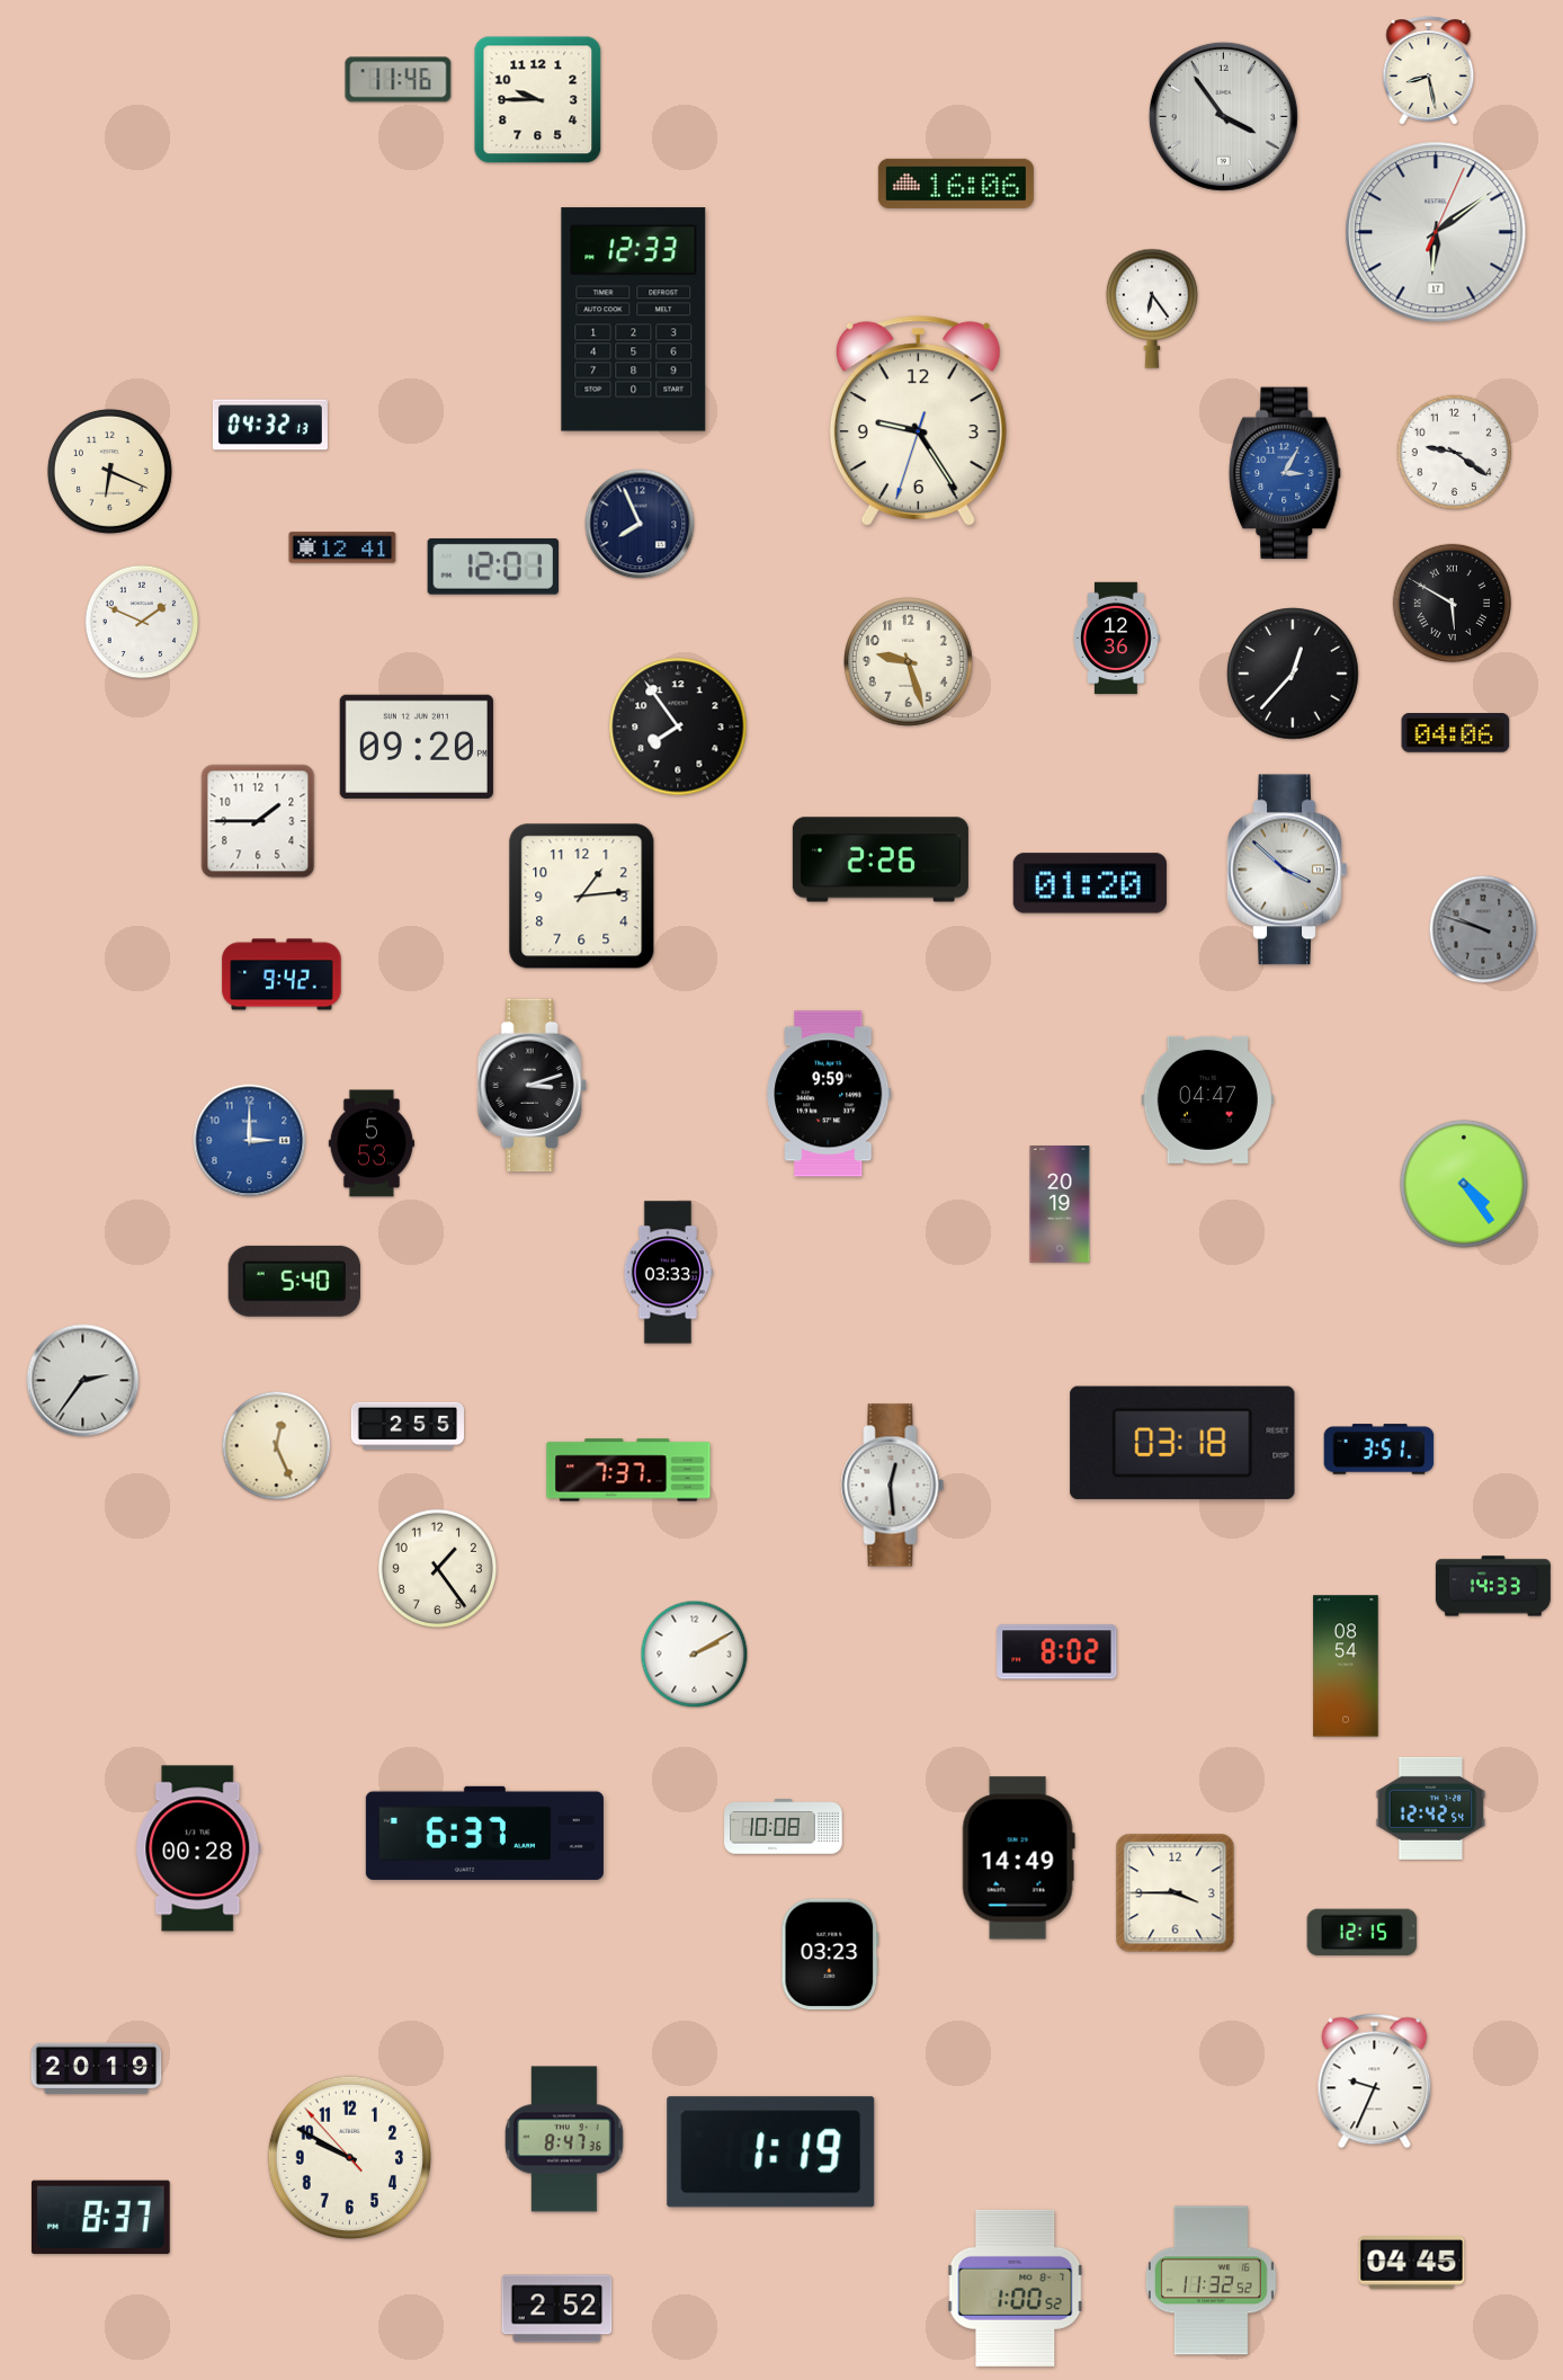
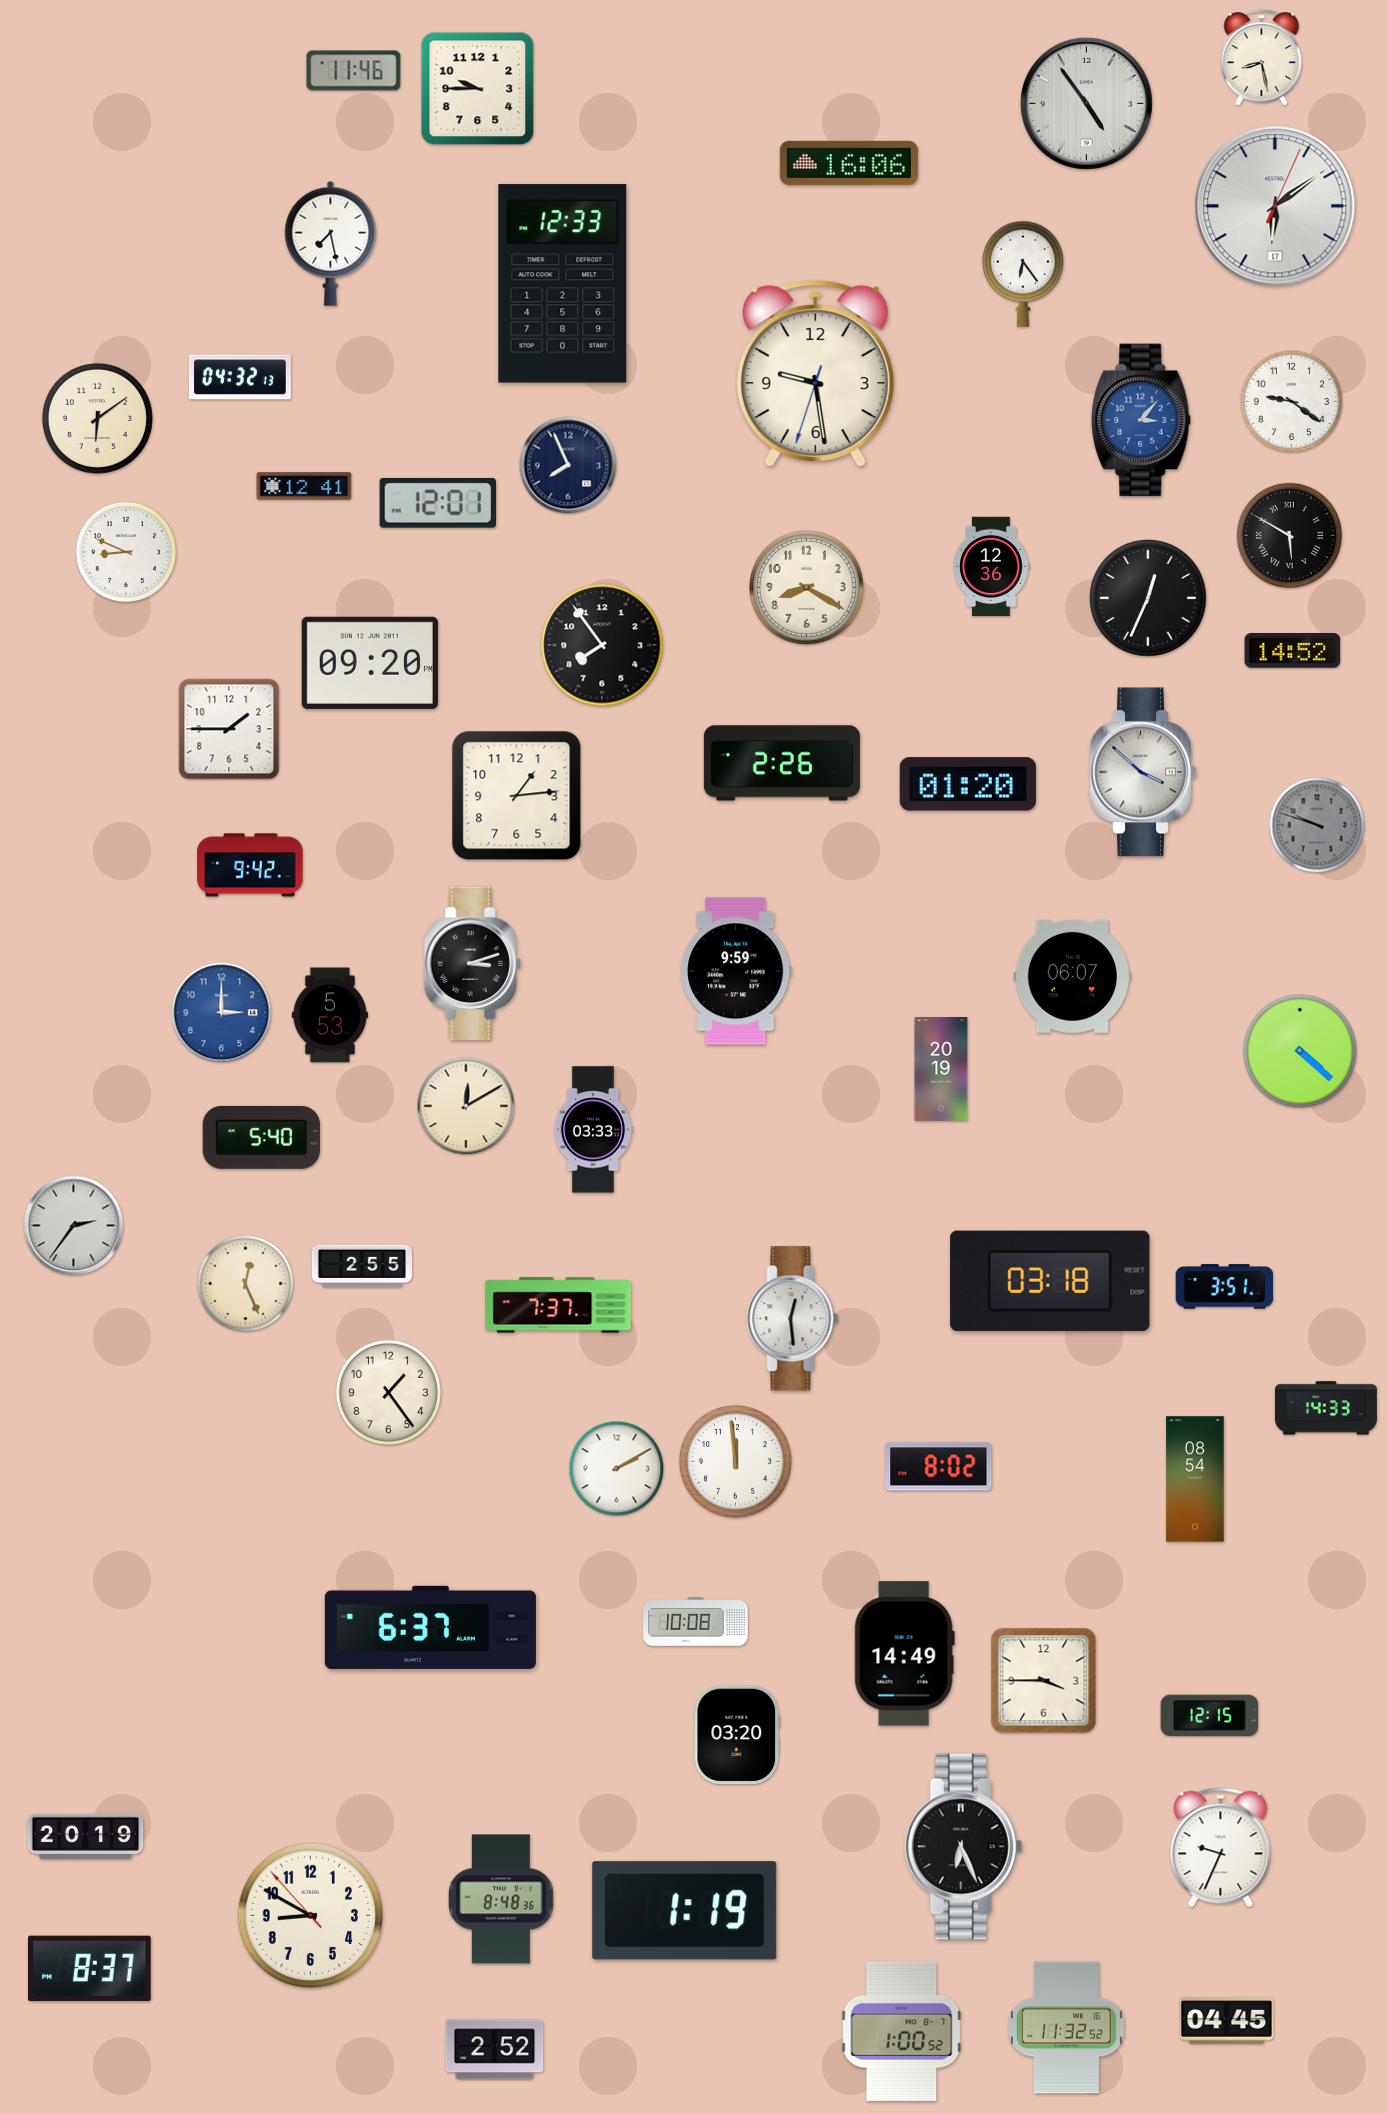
clock at (1429, 71) position: (1429, 71) -> (1262, 58)
clock at (1223, 116): 3:54 -> 4:54
clock at (331, 243): none -> 7:28
clock at (918, 421): 9:24 -> 9:28
clock at (109, 471): 6:19 -> 6:09
clock at (1285, 473): 3:05 -> 3:07
clock at (142, 622): 1:49 -> 8:49
clock at (909, 662): 9:27 -> 8:20
clock at (1293, 674): 12:37 -> 12:34
clock at (1456, 733): 04:06 -> 14:52
clock at (1207, 1099): 04:47 -> 06:07
clock at (1464, 1184): 4:24 -> 4:22
clock at (466, 1106): none -> 12:10
clock at (735, 1461): none -> 11:59
clock at (1431, 1808): 12:42 -> none
clock at (198, 1848): 00:28 -> none
clock at (1018, 1858) position: (1018, 1858) -> (904, 1654)
clock at (830, 1954): 03:23 -> 03:20
clock at (964, 1847): none -> 6:26
clock at (564, 2139): 8:47 -> 8:48
clock at (349, 2157): 9:49 -> 8:49
clock at (1412, 2263) position: (1412, 2263) -> (1227, 2021)
clock at (1211, 2281) position: (1211, 2281) -> (1066, 2028)
